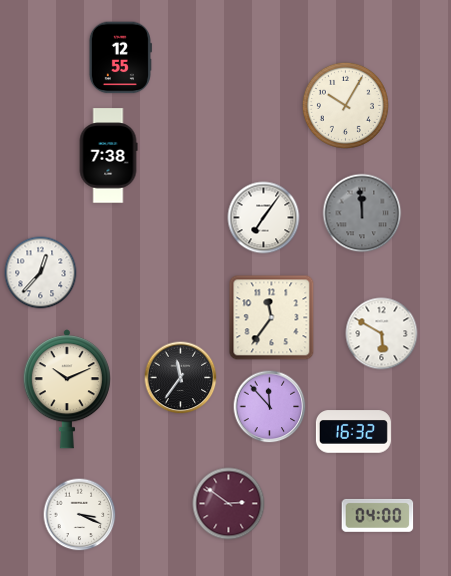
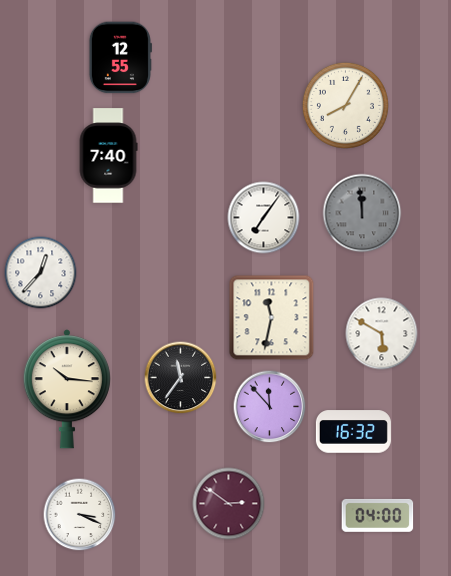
clock at (345, 105): 10:05 -> 8:05
clock at (108, 156): 7:38 -> 7:40
clock at (272, 318): 11:36 -> 11:32
clock at (67, 389): 10:11 -> 10:16
